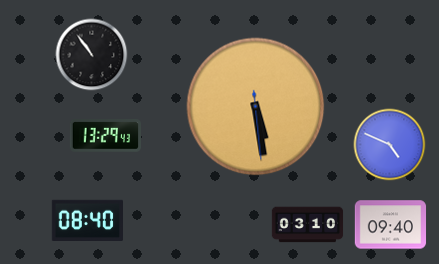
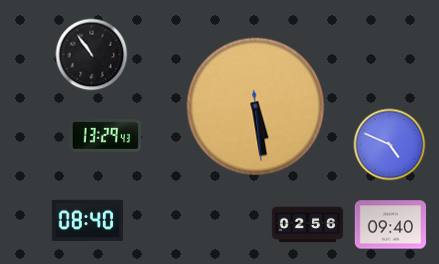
clock at (308, 225): 03:10 -> 02:56
